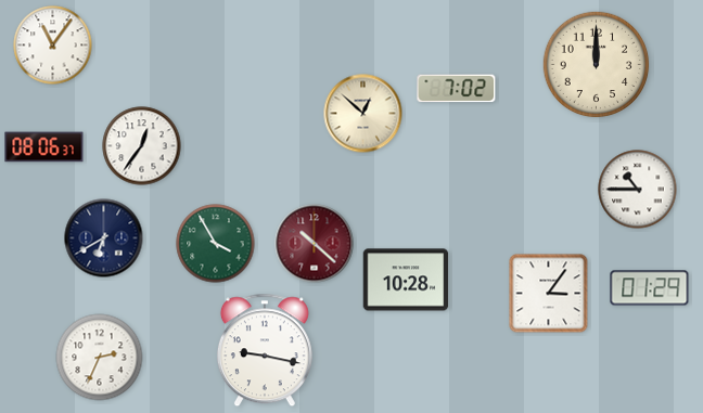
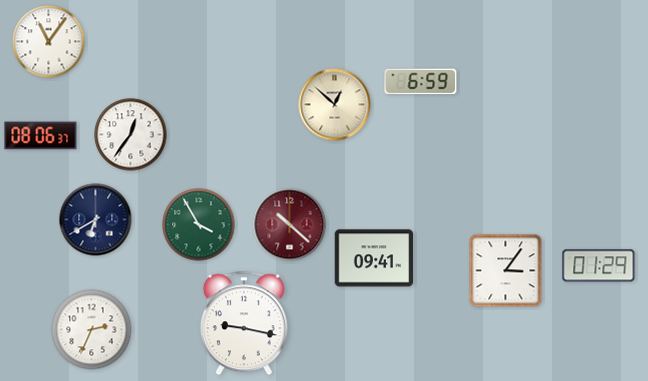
clock at (597, 65): 12:00 -> none
clock at (457, 89): 7:02 -> 6:59
clock at (638, 190): 10:45 -> none
clock at (406, 280): 10:28 -> 09:41
